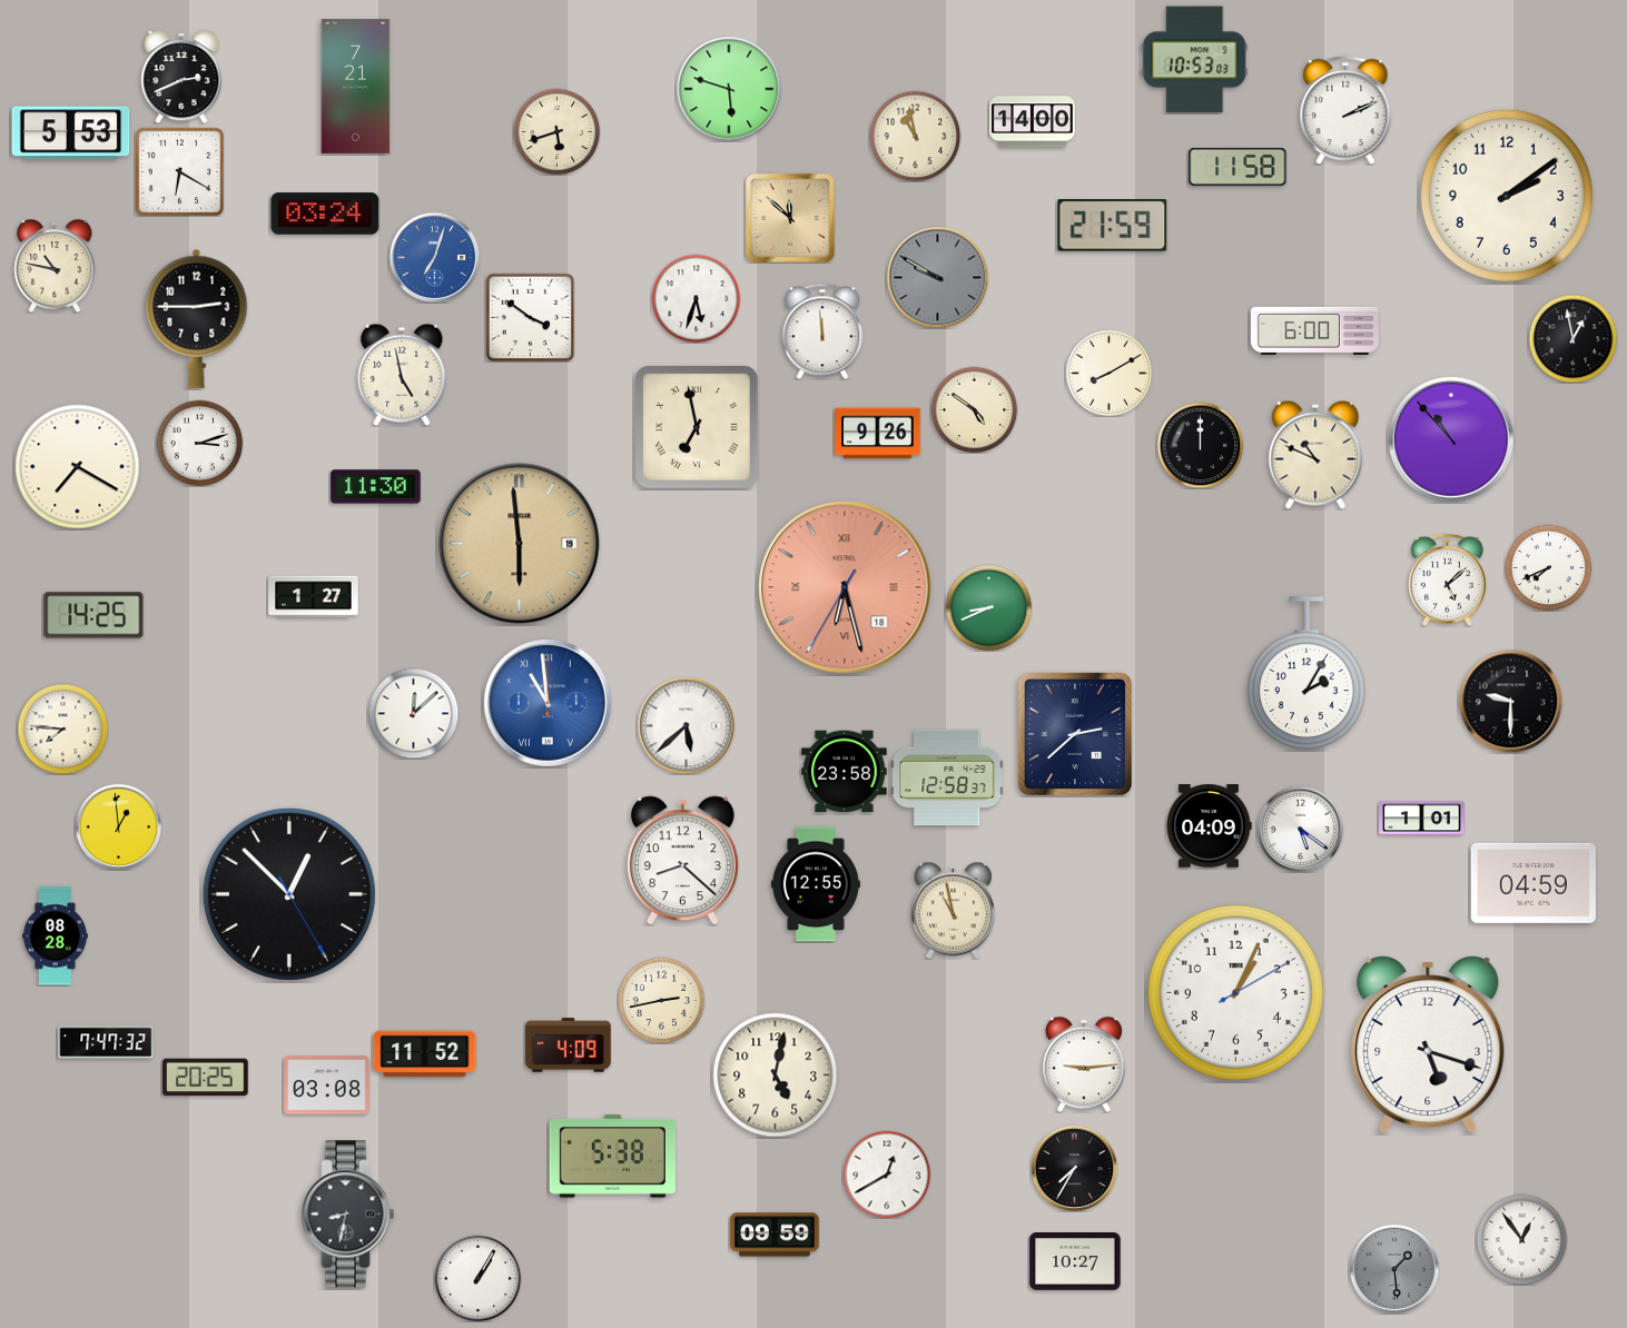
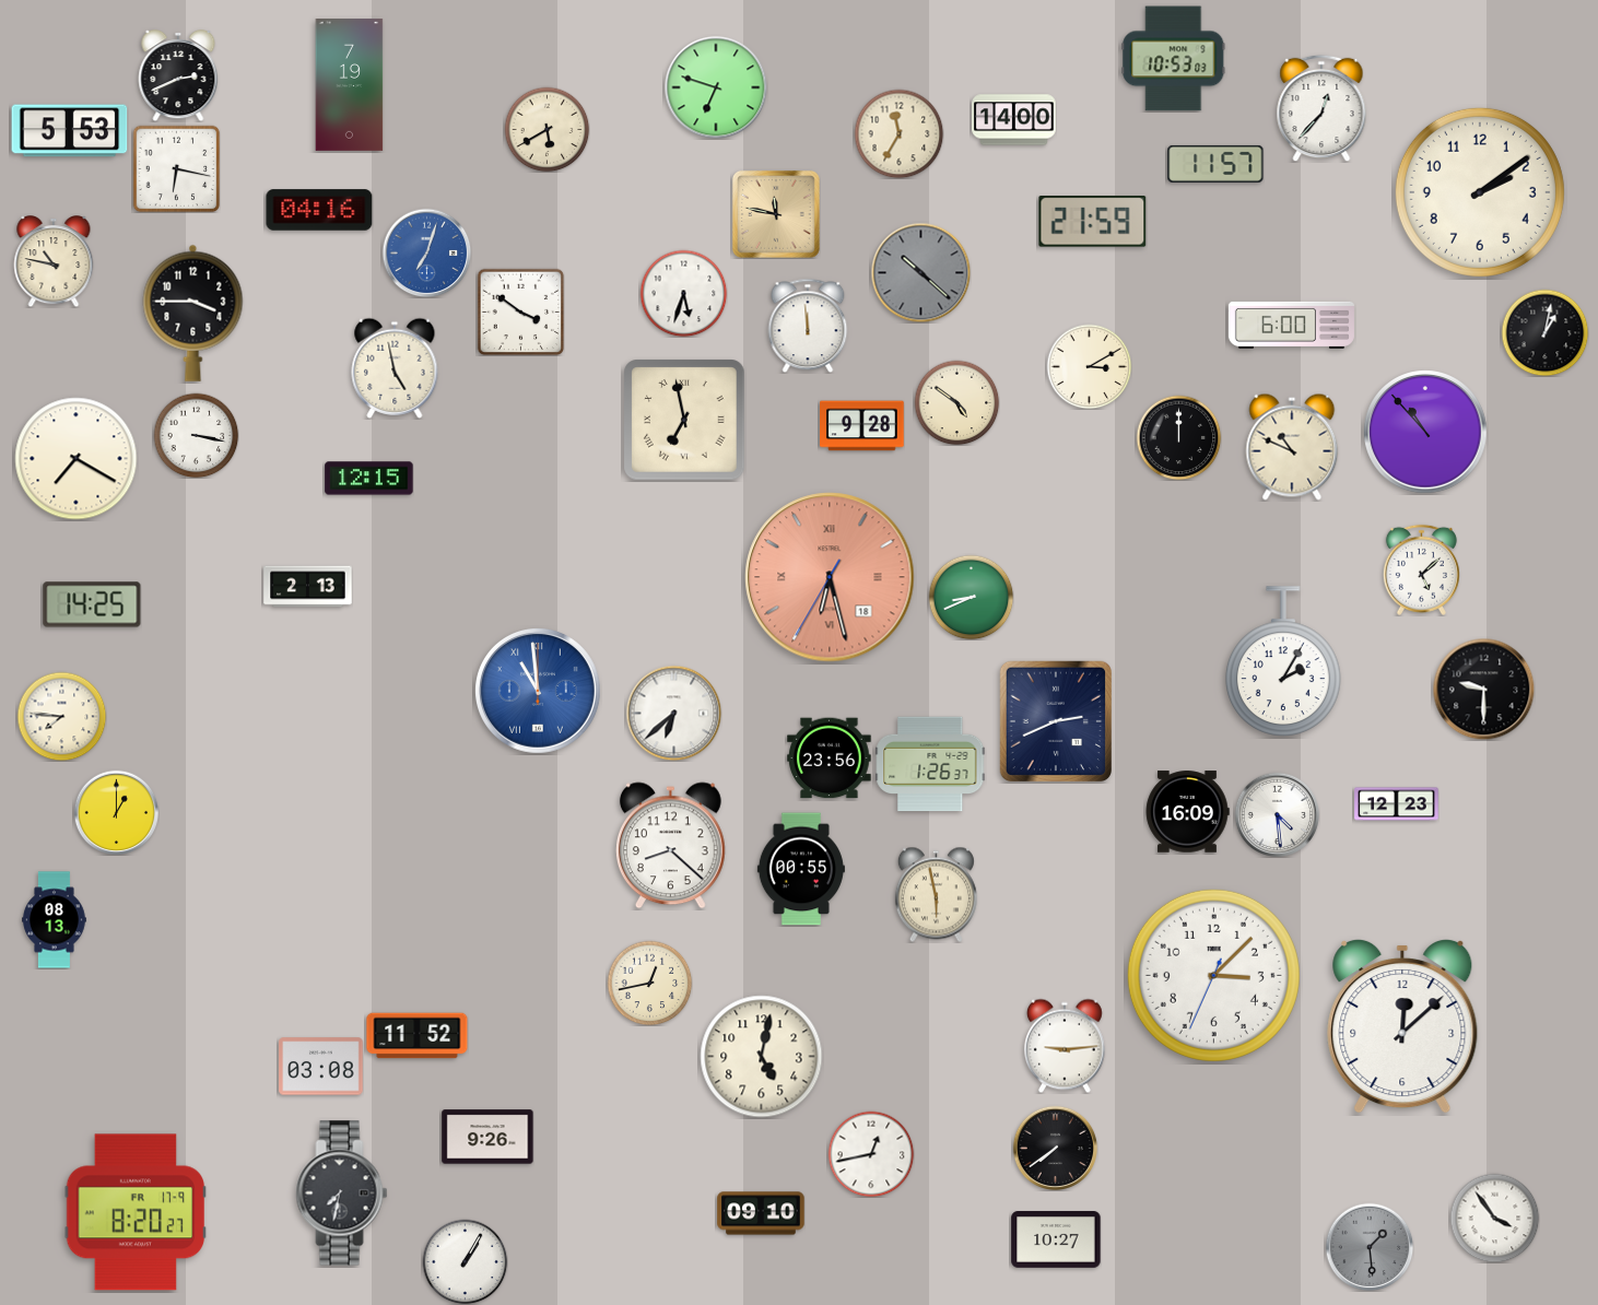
clock at (356, 87): 7:21 -> 7:19
clock at (729, 89): 5:48 -> 6:48
clock at (1345, 110): 2:11 -> 12:37
clock at (556, 131): 5:42 -> 5:40
clock at (915, 136): 10:58 -> 11:35
clock at (1237, 167): 11:58 -> 11:57
clock at (179, 171): 6:20 -> 6:17
clock at (325, 214): 03:24 -> 04:16
clock at (790, 218): 11:52 -> 11:47
clock at (937, 277): 9:50 -> 10:22
clock at (197, 318): 2:45 -> 3:45
clock at (1572, 338): 12:58 -> 1:02
clock at (1108, 373): 8:10 -> 3:10
clock at (878, 434): 9:26 -> 9:28
clock at (199, 443): 3:12 -> 3:17
clock at (376, 487): 11:30 -> 12:15
clock at (520, 544): 5:59 -> none
clock at (1548, 567): 7:41 -> none
clock at (314, 597): 1:27 -> 2:13
clock at (413, 713): 12:08 -> none
clock at (686, 725): 5:38 -> 6:38
clock at (1074, 734): 2:38 -> 2:41
clock at (845, 772): 23:58 -> 23:56
clock at (947, 777): 12:58 -> 1:26
clock at (1422, 819): 1:01 -> 12:23
clock at (118, 826): 12:59 -> 1:00
clock at (1209, 826): 04:09 -> 16:09
clock at (1300, 829): 5:21 -> 4:29
clock at (1534, 883): 04:59 -> none
clock at (816, 884): 12:55 -> 00:55
clock at (289, 894): 12:52 -> none
clock at (953, 910): 10:58 -> 5:58
clock at (56, 936): 08:28 -> 08:13
clock at (1235, 992): 1:04 -> 3:07
clock at (661, 1000): 2:43 -> 12:43
clock at (106, 1042): 7:47 -> none
clock at (1428, 1044): 5:18 -> 12:08
clock at (569, 1045): 4:09 -> none
clock at (206, 1078): 20:25 -> none
clock at (487, 1137): none -> 9:26
clock at (612, 1157): 5:38 -> none
clock at (1074, 1168): 7:35 -> 7:39
clock at (887, 1175): 12:40 -> 12:43
clock at (348, 1215): 8:32 -> 7:32
clock at (134, 1212): none -> 8:20
clock at (775, 1235): 09:59 -> 09:10
clock at (1521, 1239): 12:54 -> 3:54
clock at (477, 1278) position: (477, 1278) -> (465, 1261)
